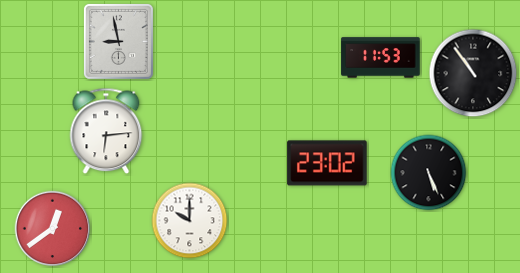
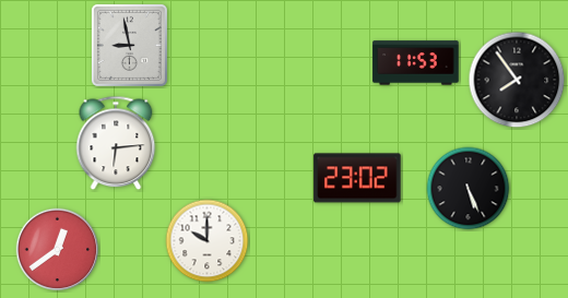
clock at (473, 73): 10:54 -> 7:54
